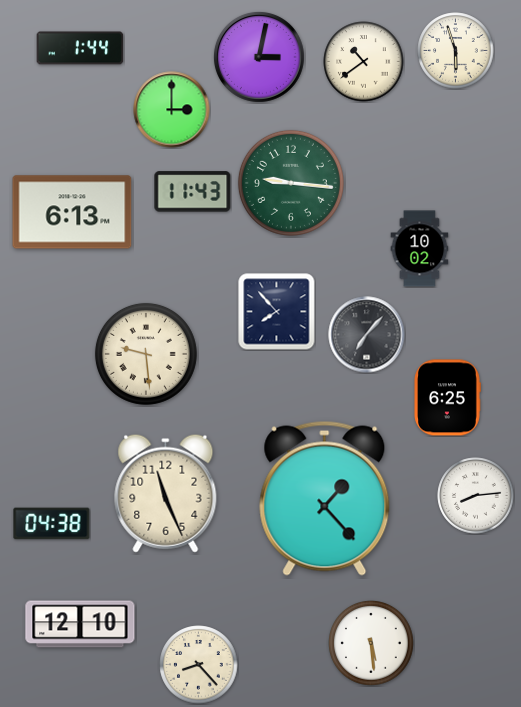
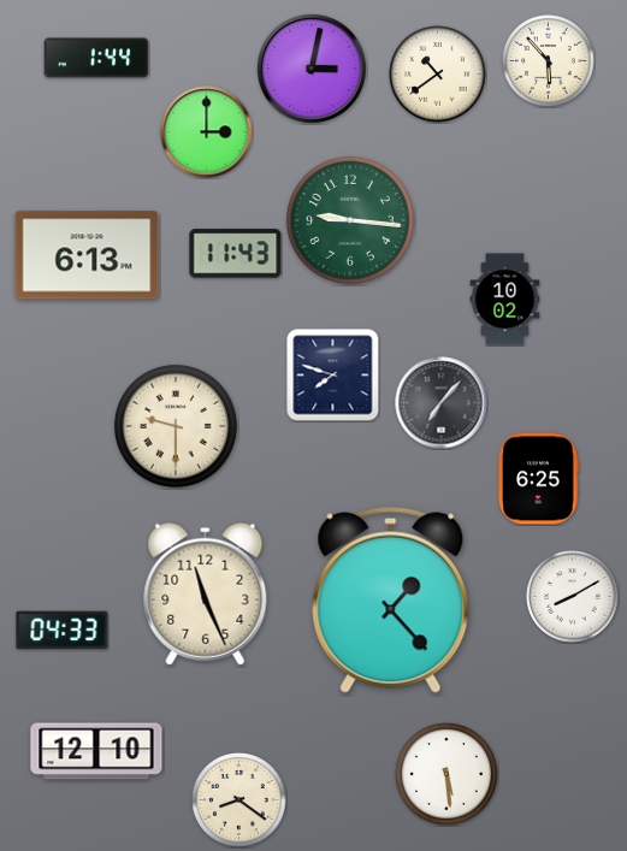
clock at (456, 51): 5:57 -> 5:53
clock at (193, 192) position: (193, 192) -> (236, 254)
clock at (277, 312): 7:53 -> 7:48
clock at (146, 354): 9:29 -> 9:30
clock at (166, 493) position: (166, 493) -> (206, 593)
clock at (476, 496): 8:14 -> 8:10
clock at (52, 524): 04:38 -> 04:33
clock at (199, 665): 8:23 -> 8:21
